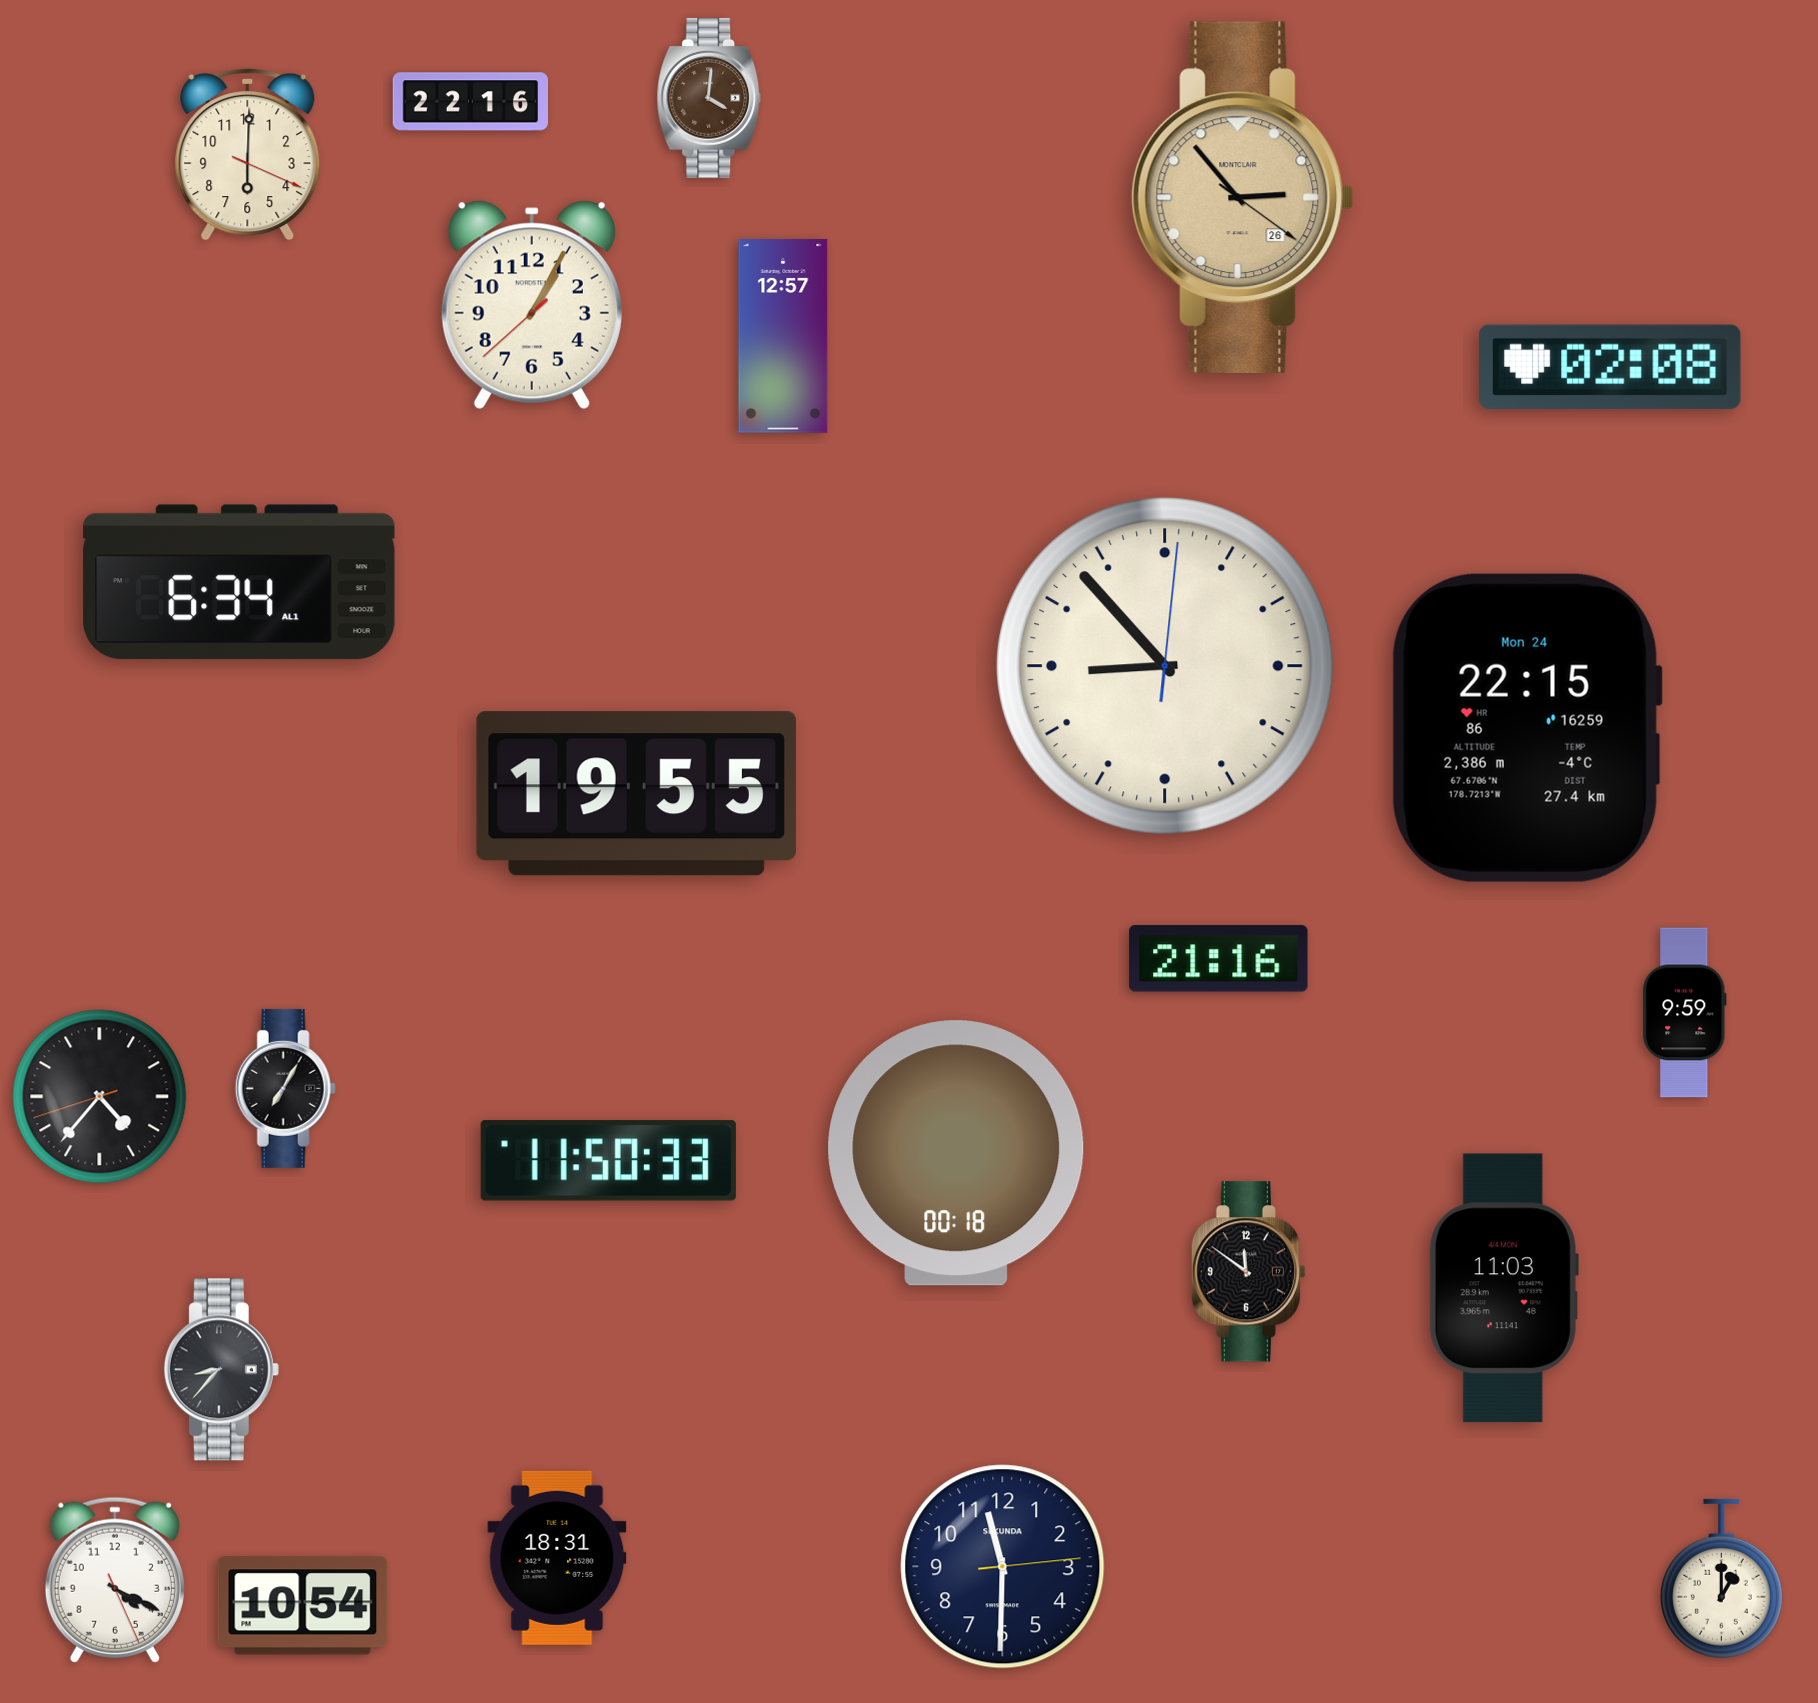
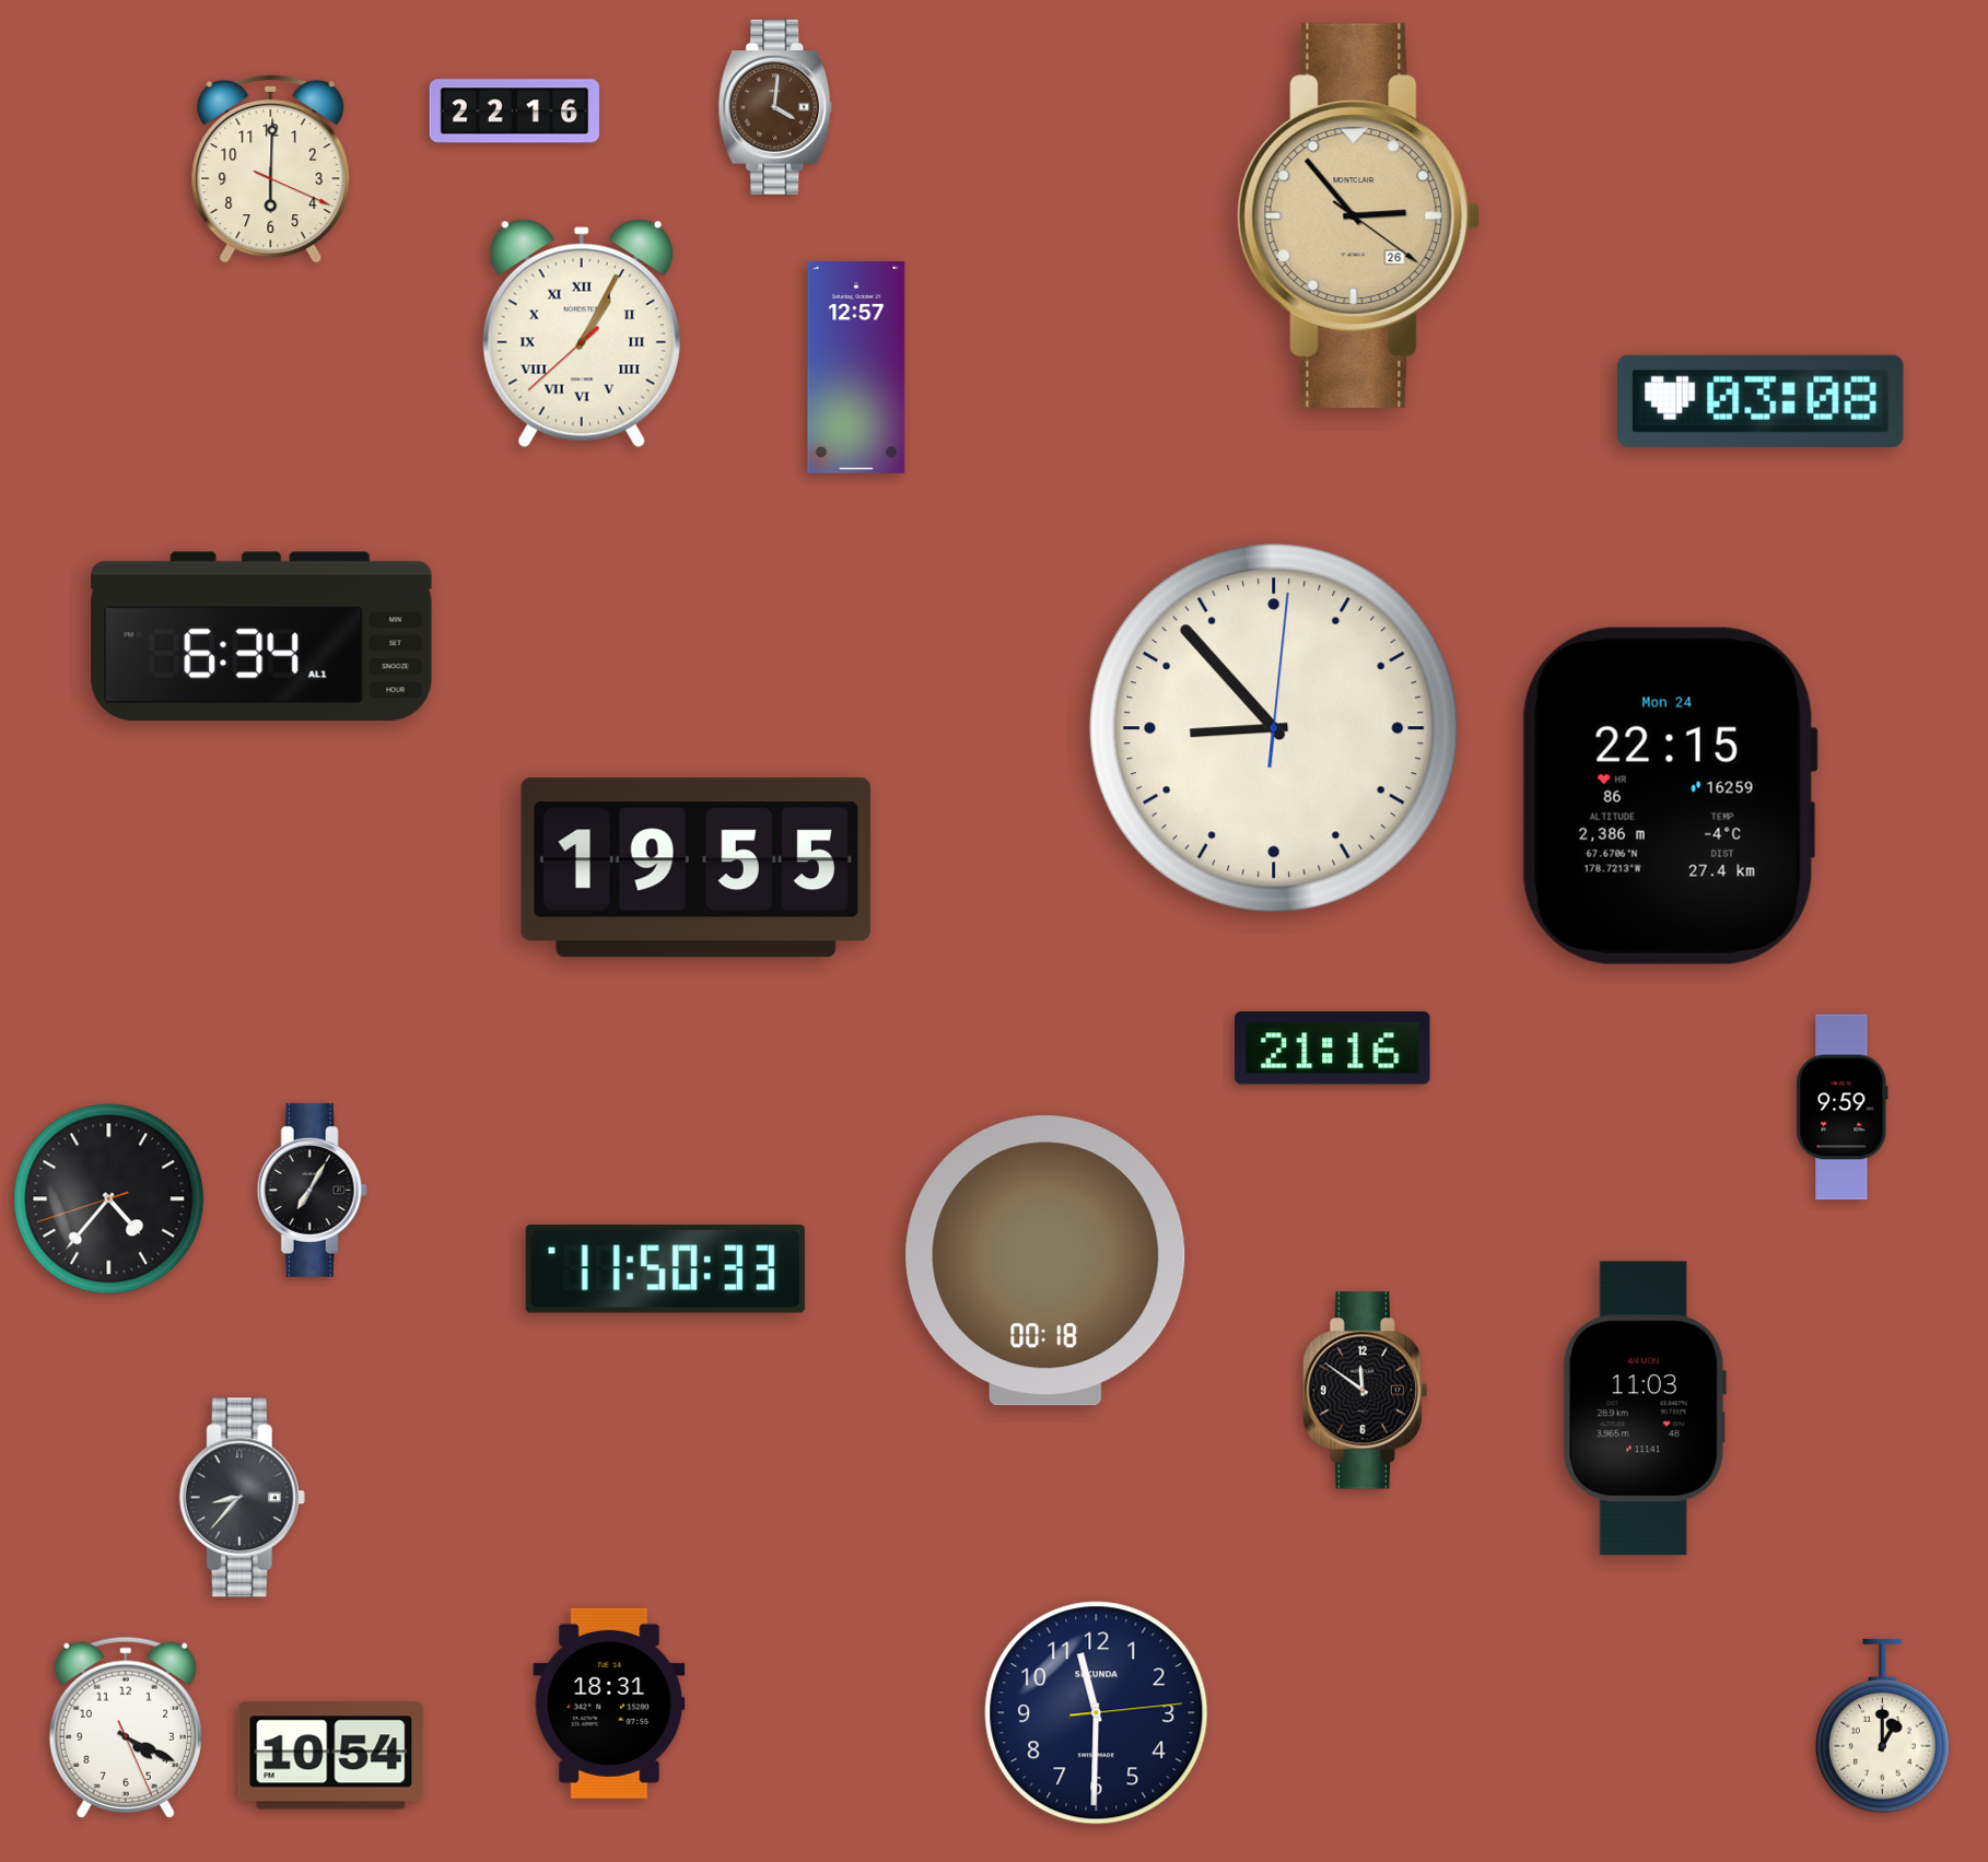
clock at (532, 305) numerals: Arabic -> Roman
clock at (1611, 367): 02:08 -> 03:08
